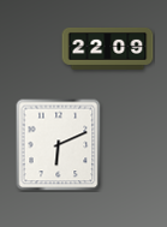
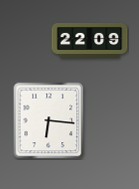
clock at (59, 144): 6:11 -> 6:16
